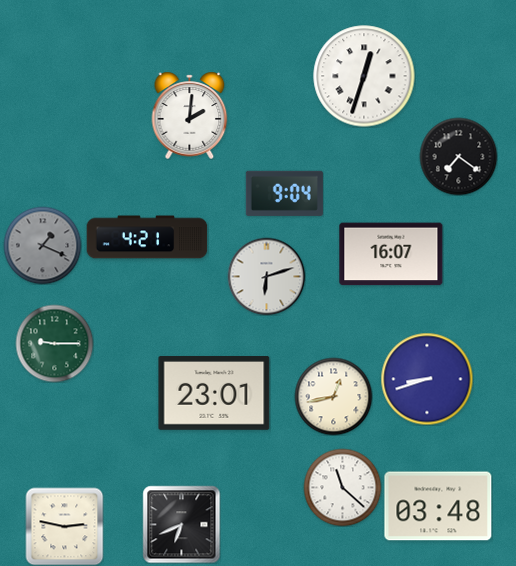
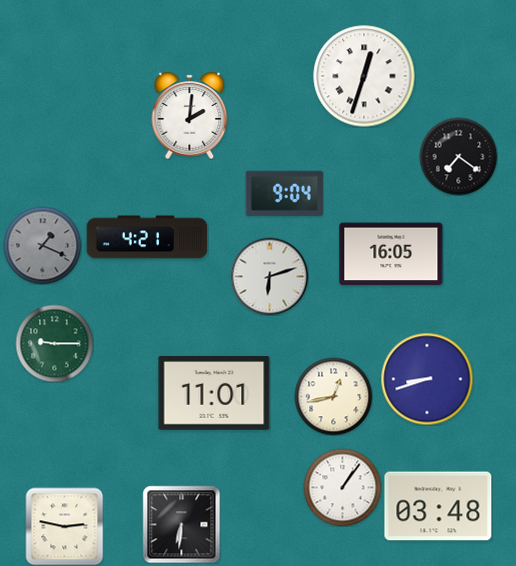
clock at (391, 254): 16:07 -> 16:05
clock at (266, 276) position: (266, 276) -> (269, 276)
clock at (214, 394): 23:01 -> 11:01
clock at (342, 487): 11:22 -> 1:06
clock at (181, 524): 6:41 -> 6:31
